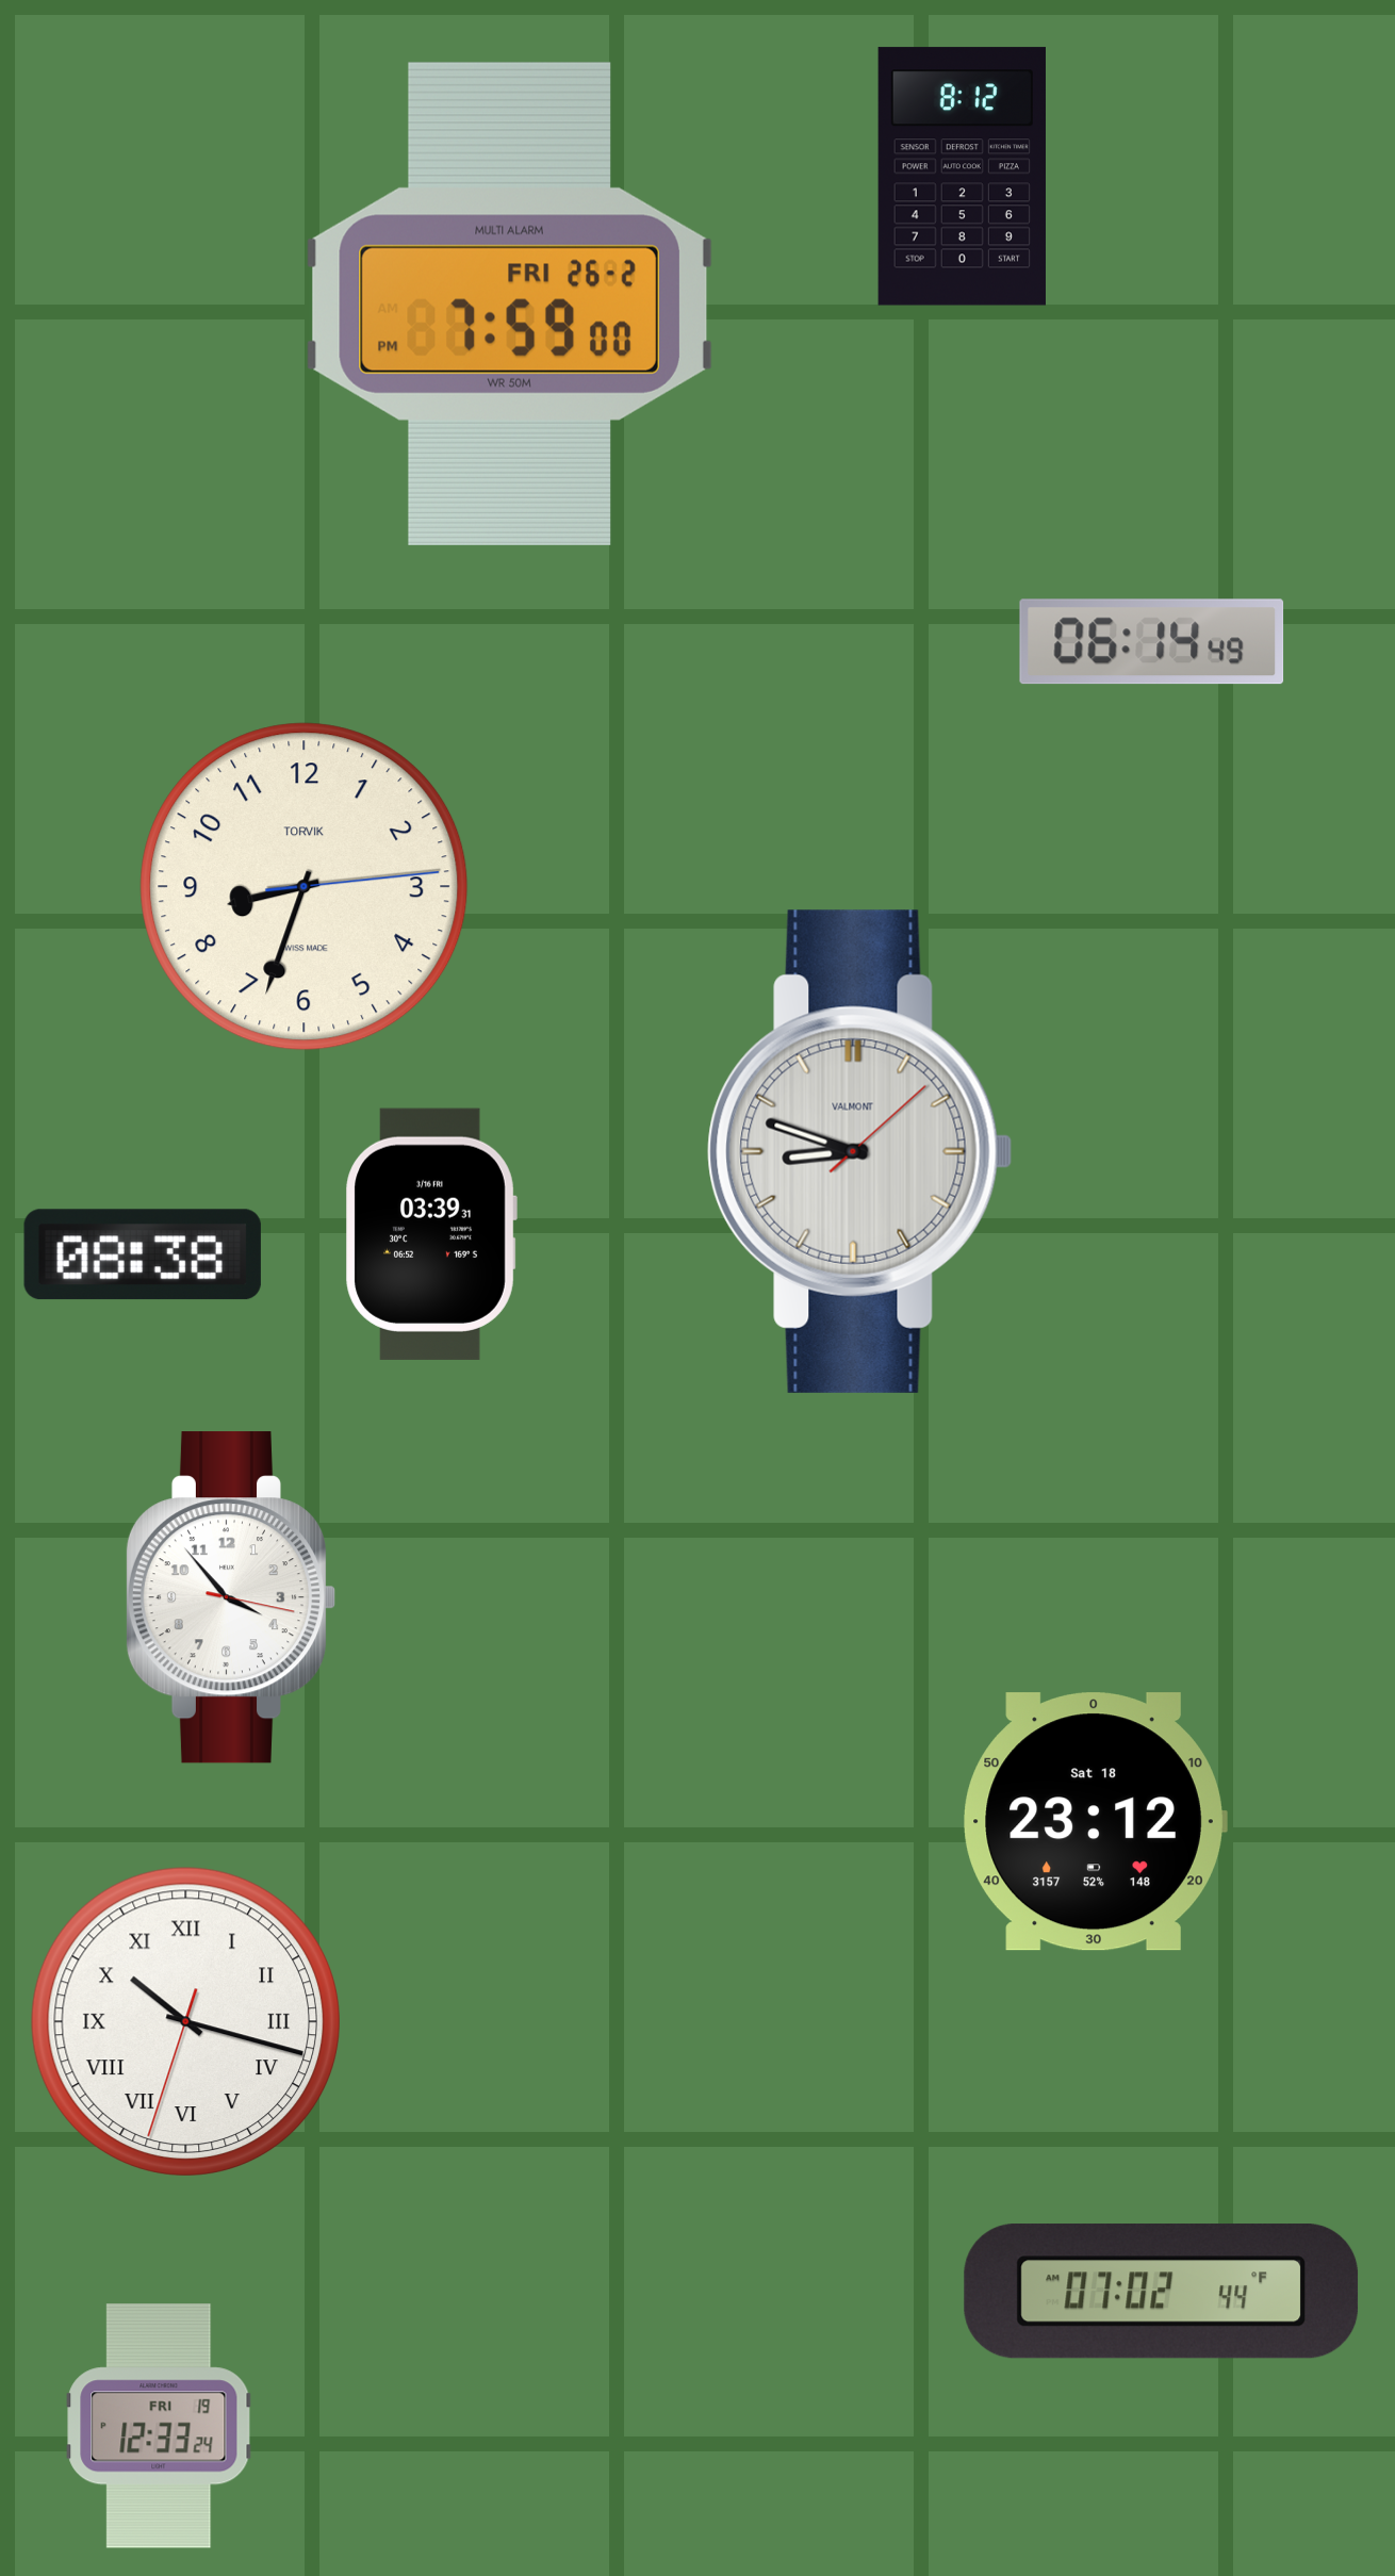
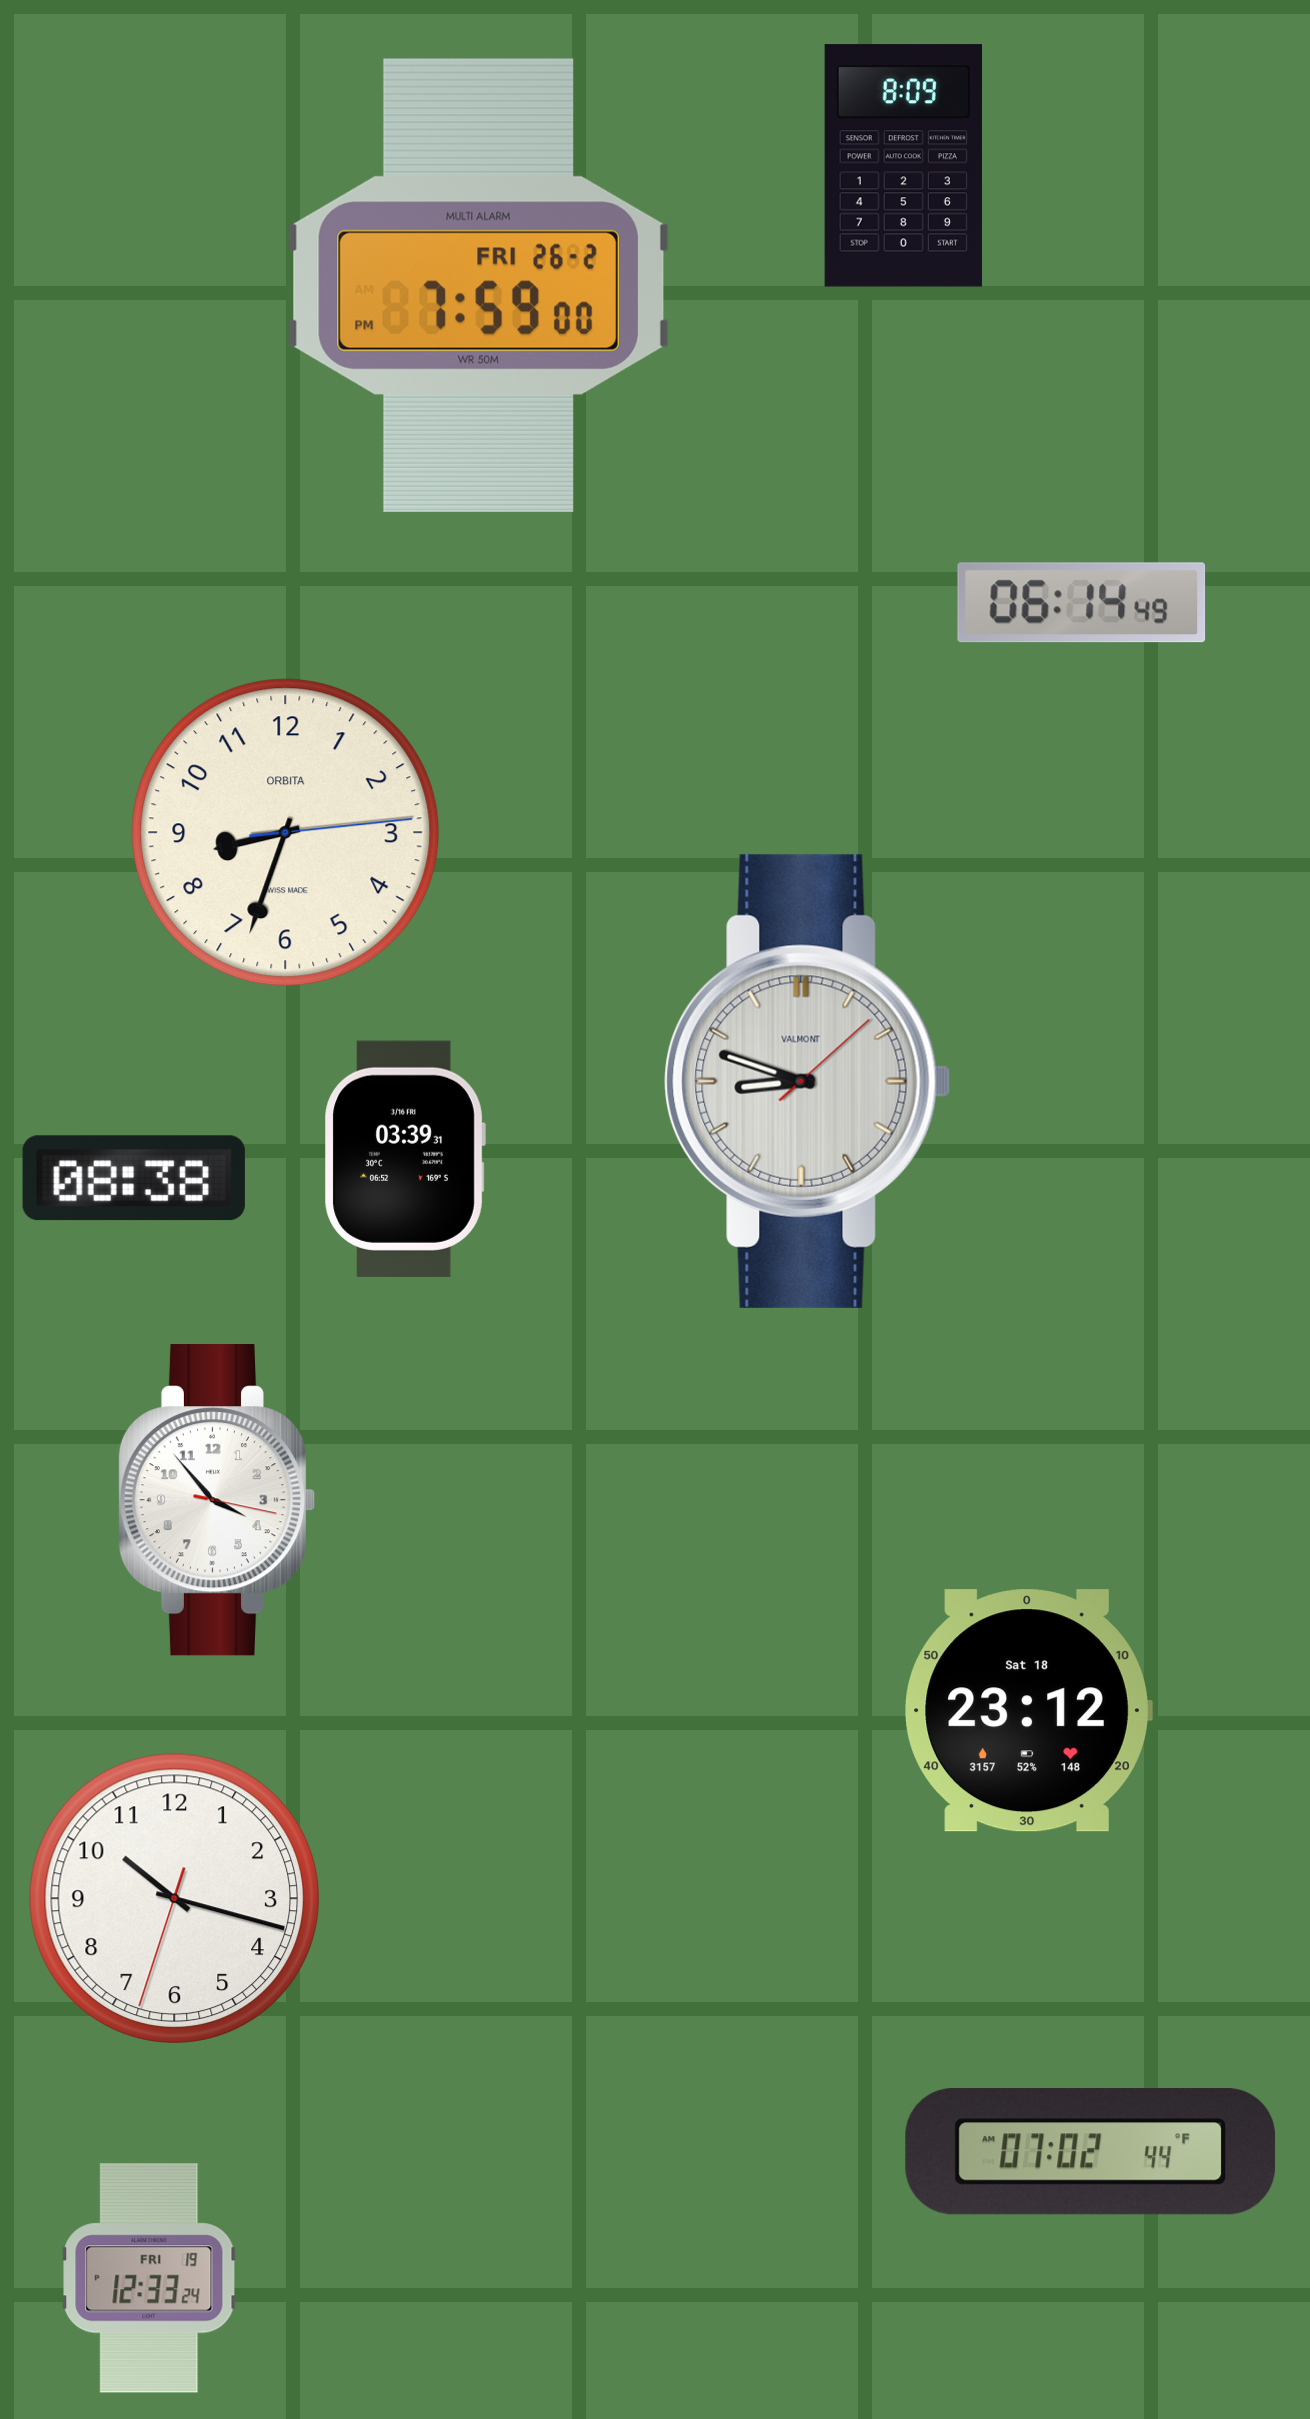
clock at (962, 177): 8:12 -> 8:09
clock at (305, 887) brand: TORVIK -> ORBITA
clock at (185, 2021) numerals: Roman -> Arabic
